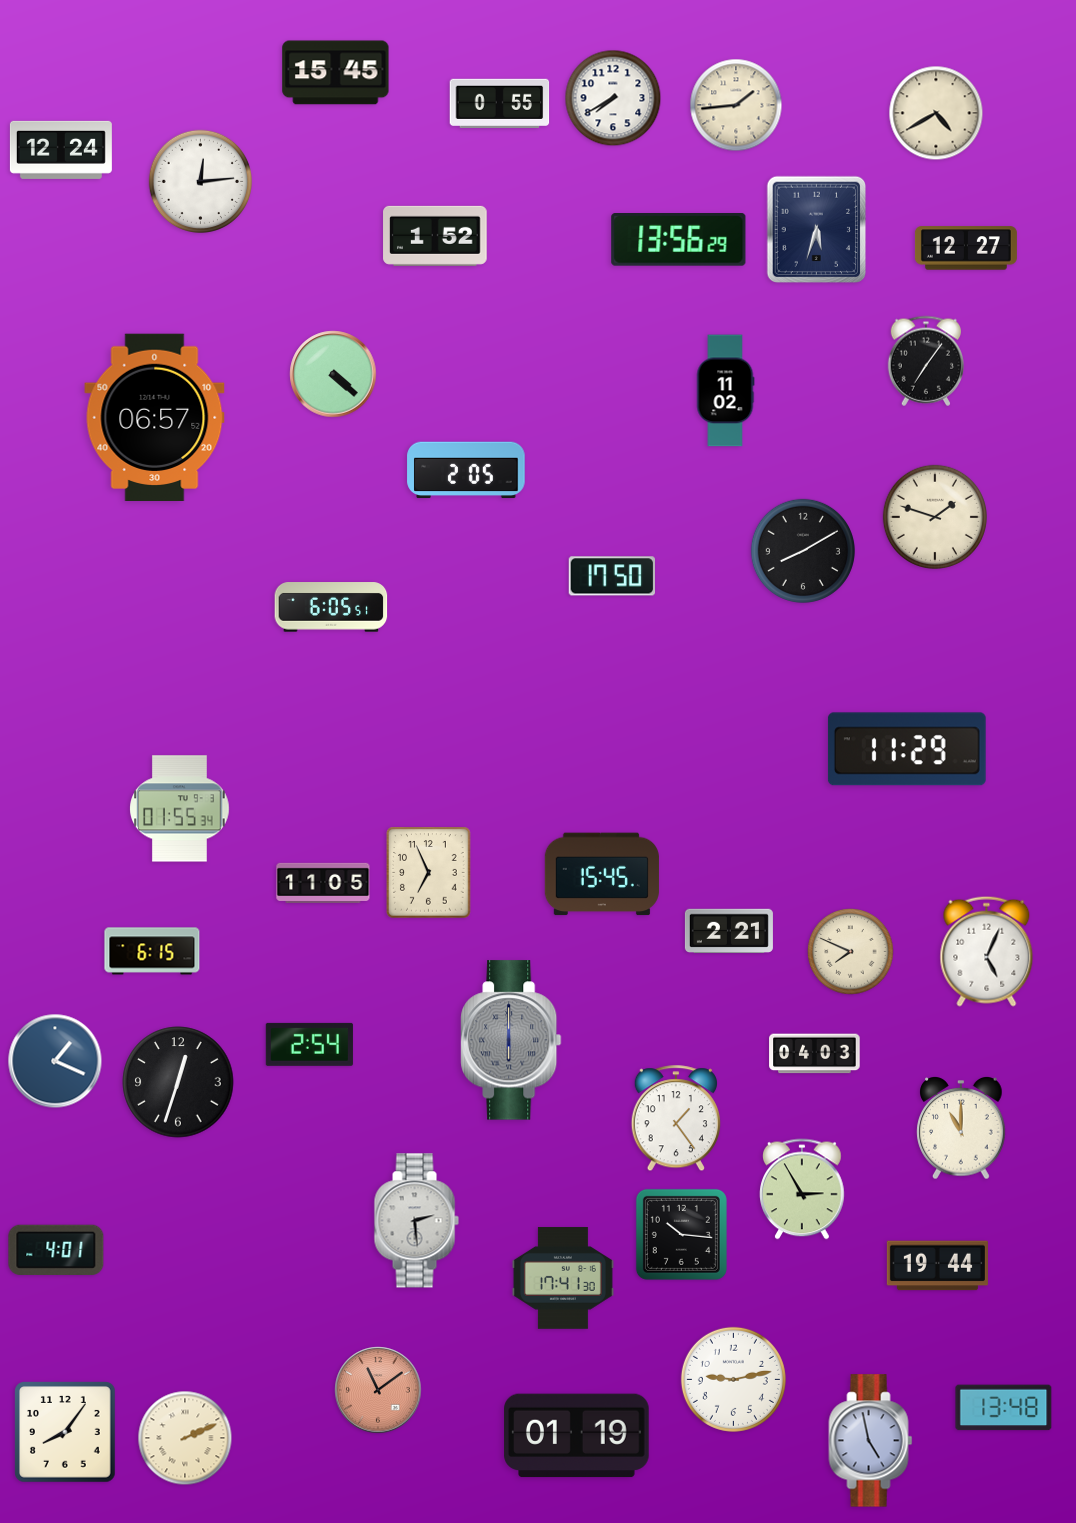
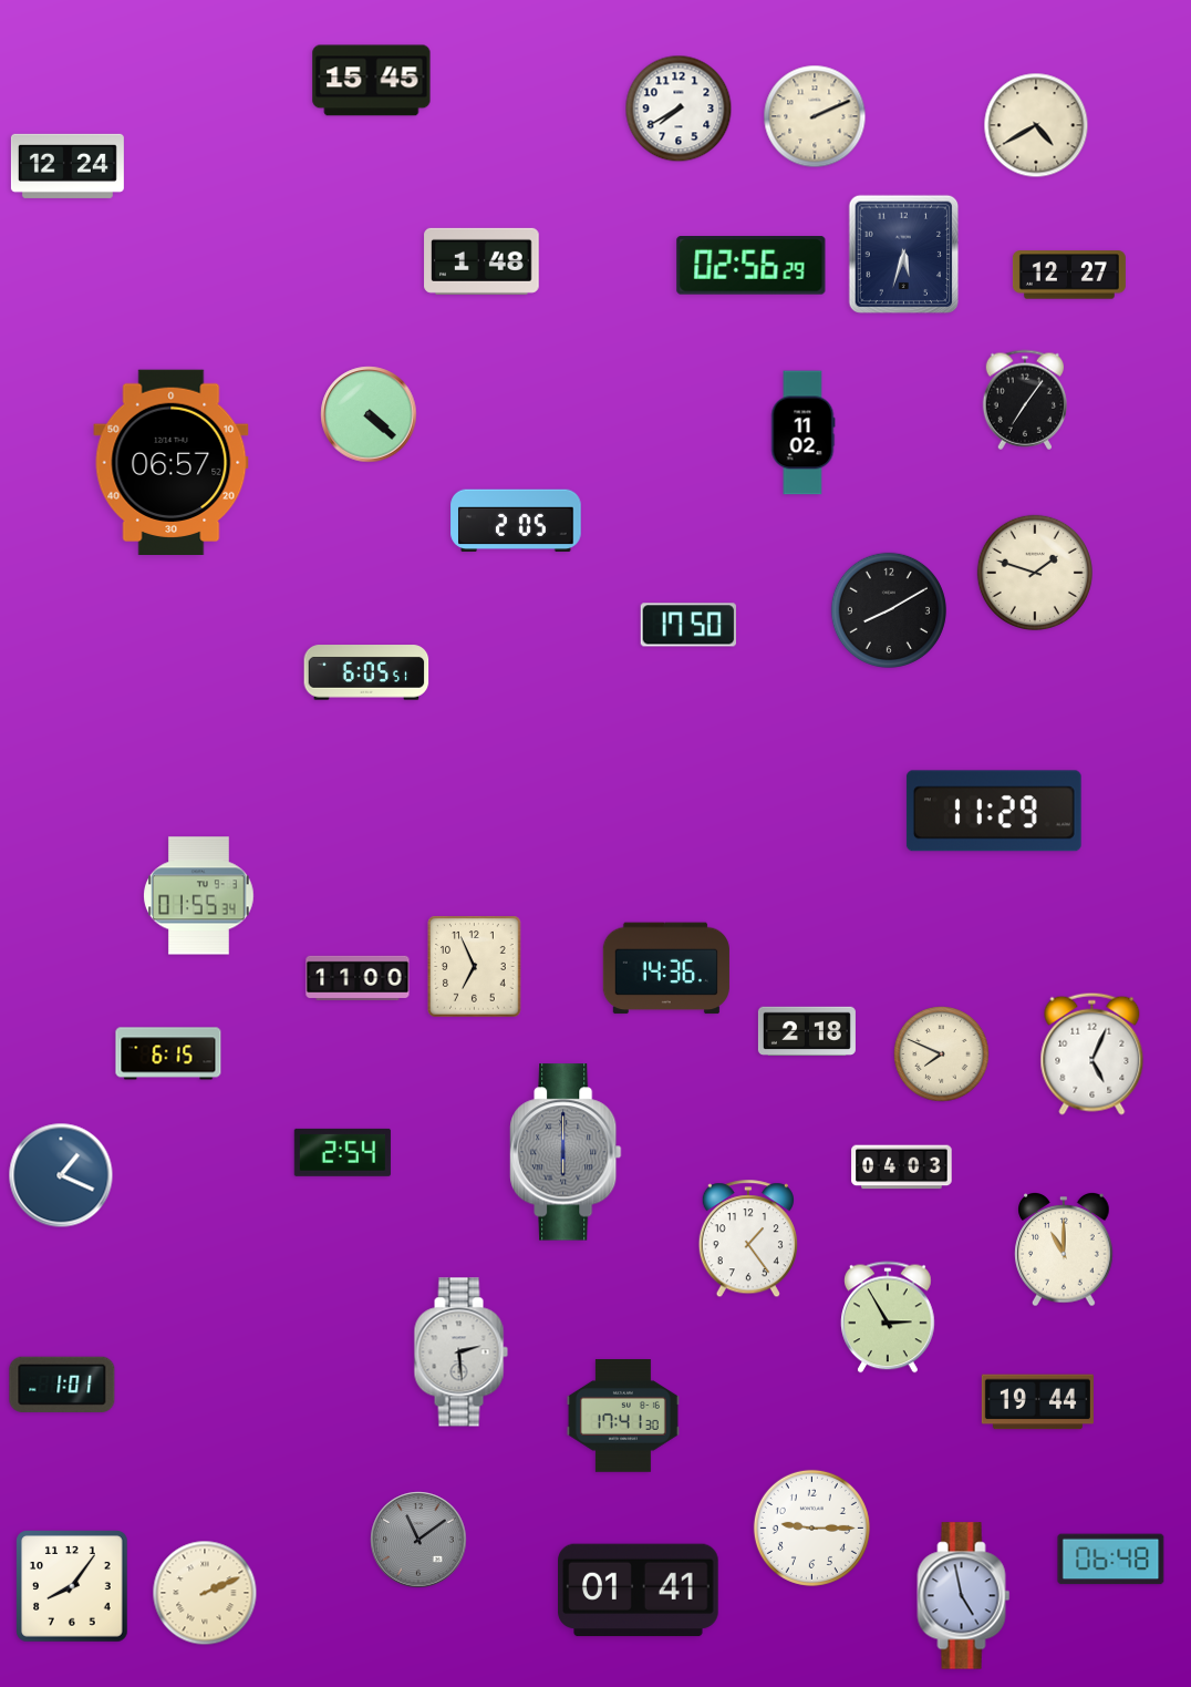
clock at (500, 103): 0:55 -> none
clock at (736, 105): 1:44 -> 2:11
clock at (200, 181): 12:14 -> none
clock at (435, 236): 1:52 -> 1:48
clock at (679, 240): 13:56 -> 02:56
clock at (611, 576) position: (611, 576) -> (687, 625)
clock at (907, 749) position: (907, 749) -> (994, 811)
clock at (602, 874): 15:45 -> 14:36
clock at (323, 882): 11:05 -> 11:00
clock at (729, 930): 2:21 -> 2:18
clock at (309, 1044) position: (309, 1044) -> (342, 1152)
clock at (178, 1082): 12:33 -> none
clock at (681, 1234): 10:16 -> none
clock at (56, 1250): 4:01 -> 1:01
clock at (733, 1379): 9:13 -> 9:15
clock at (378, 1390) dial: salmon -> grey
clock at (1004, 1408): 13:48 -> 06:48
clock at (577, 1436): 01:19 -> 01:41
